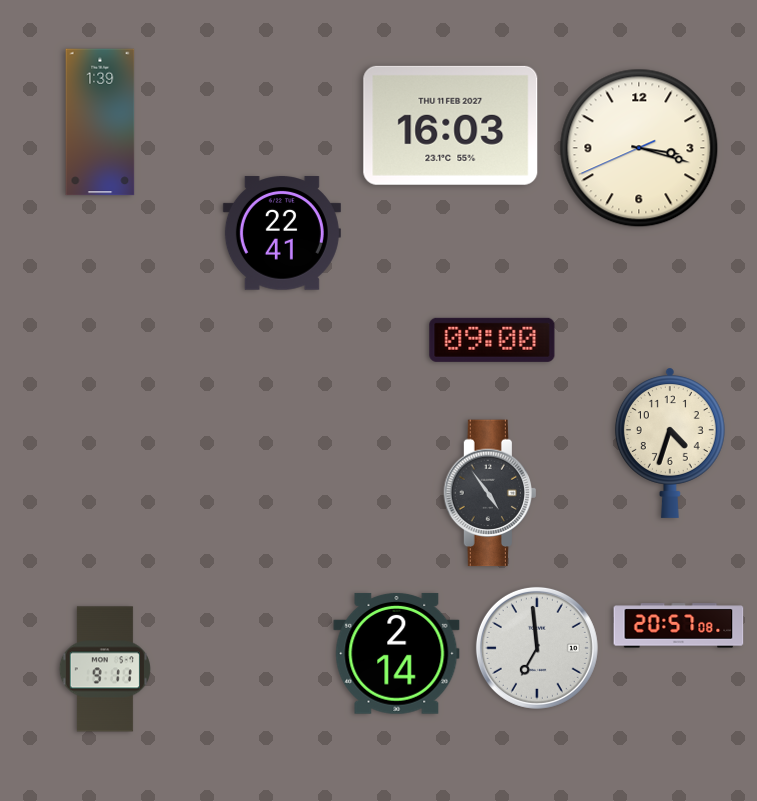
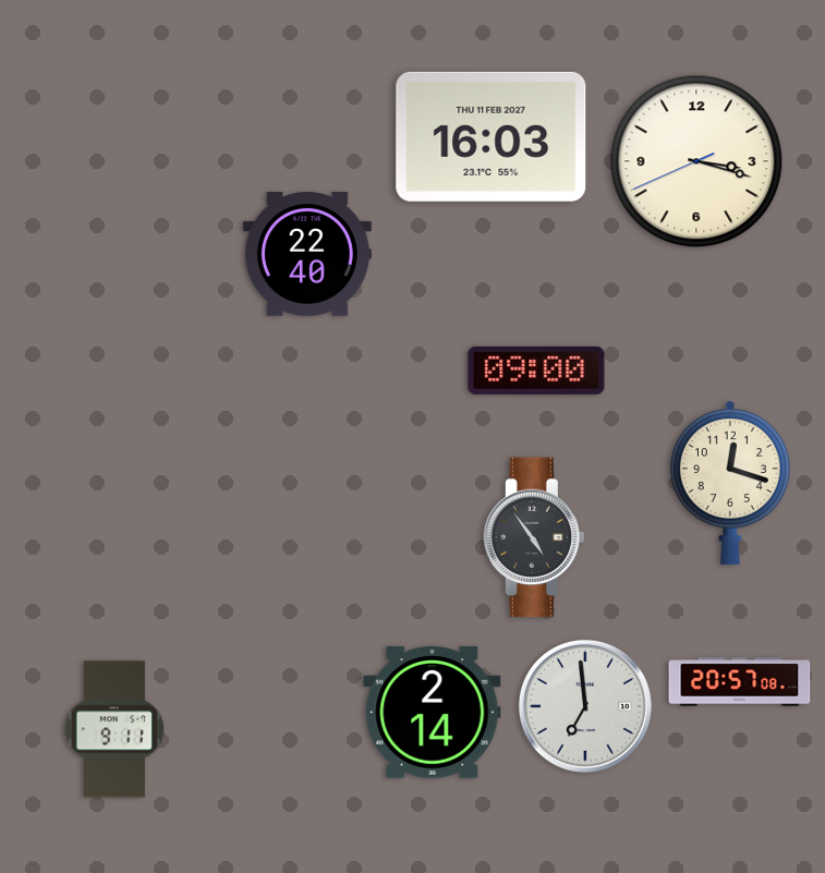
clock at (100, 122): 1:39 -> none
clock at (282, 233): 22:41 -> 22:40
clock at (670, 443): 4:33 -> 12:18
